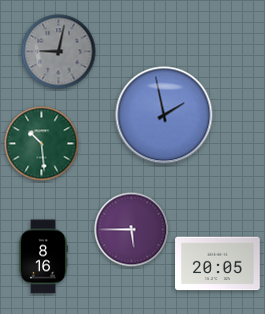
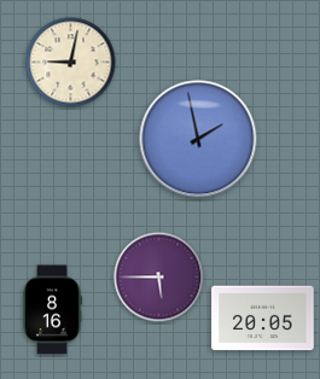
clock at (59, 52) dial: grey -> cream
clock at (42, 144): 10:29 -> none
